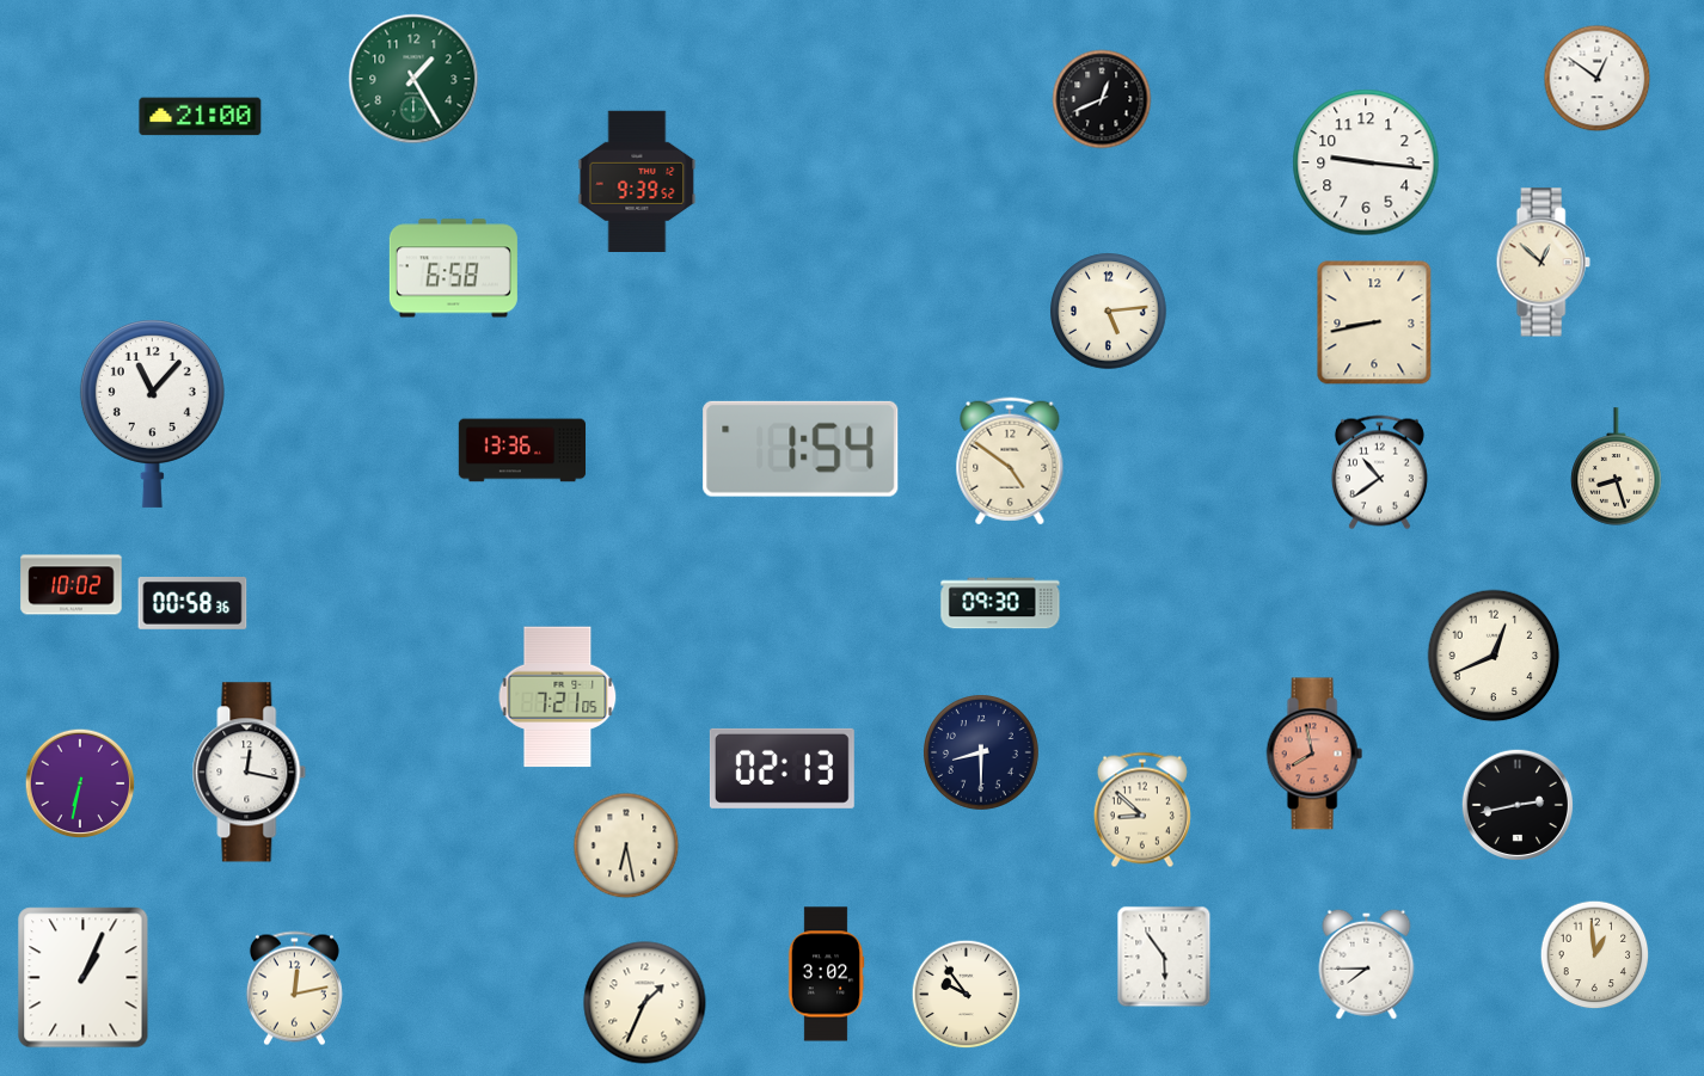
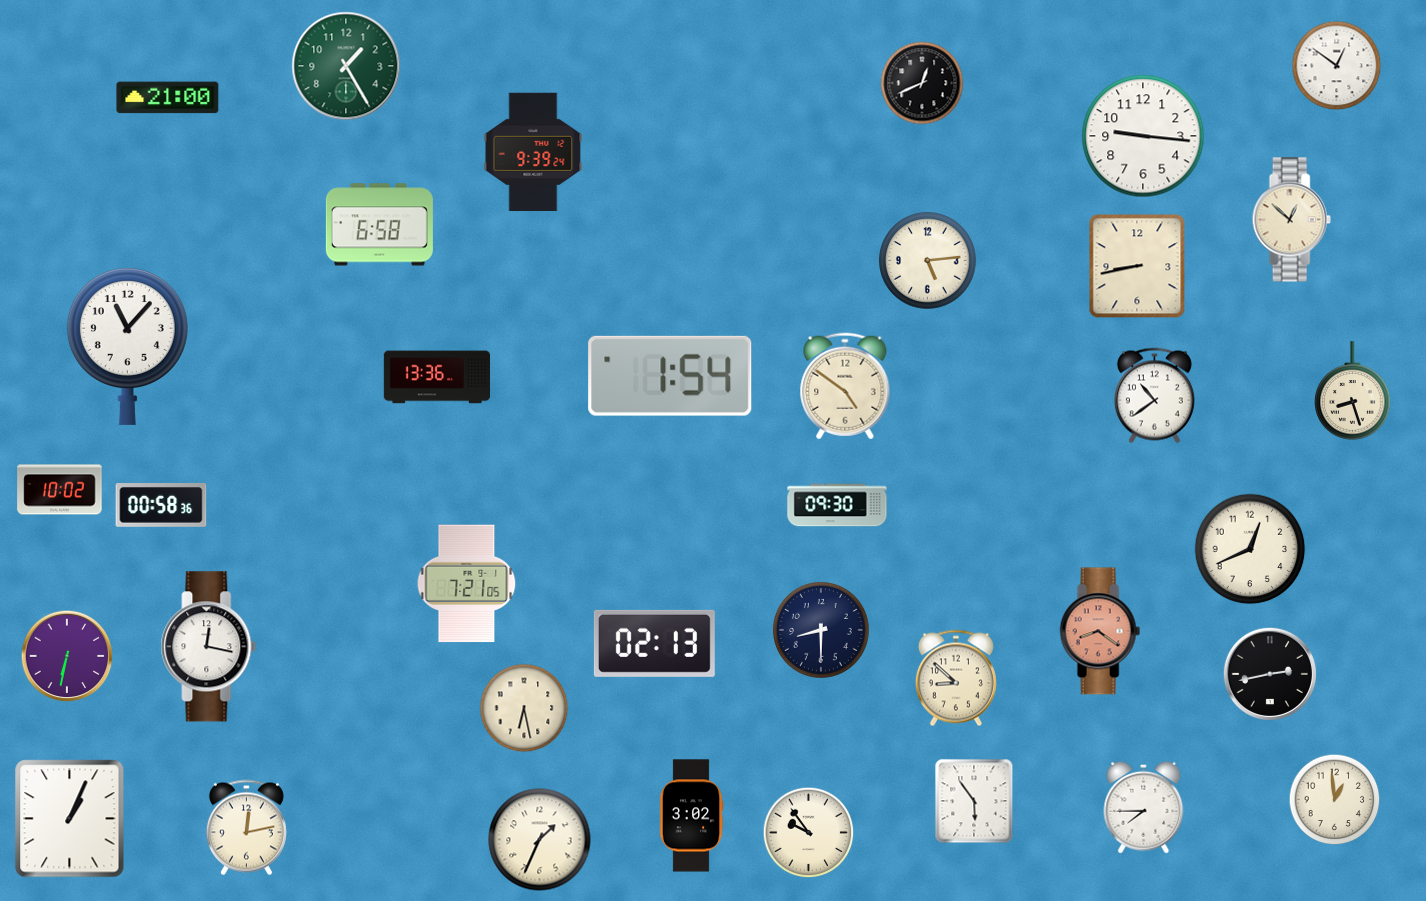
clock at (637, 180): 9:39:52 -> 9:39:24
clock at (1374, 322) position: (1374, 322) -> (1137, 266)
clock at (1314, 754): 7:58 -> 8:21
